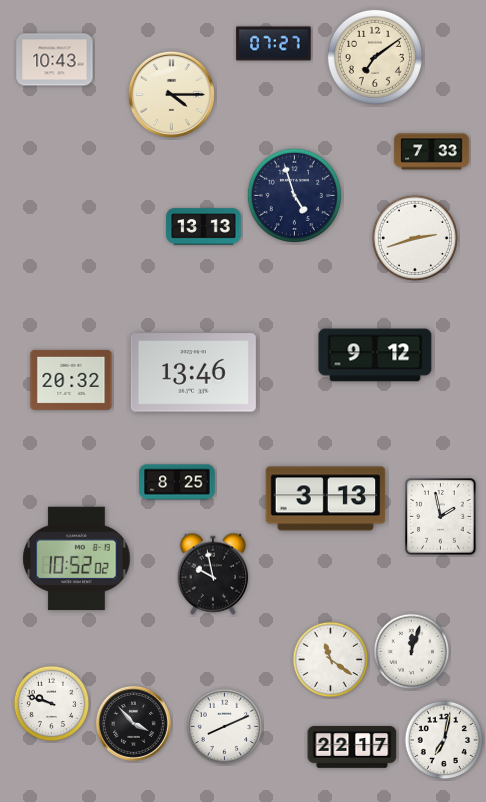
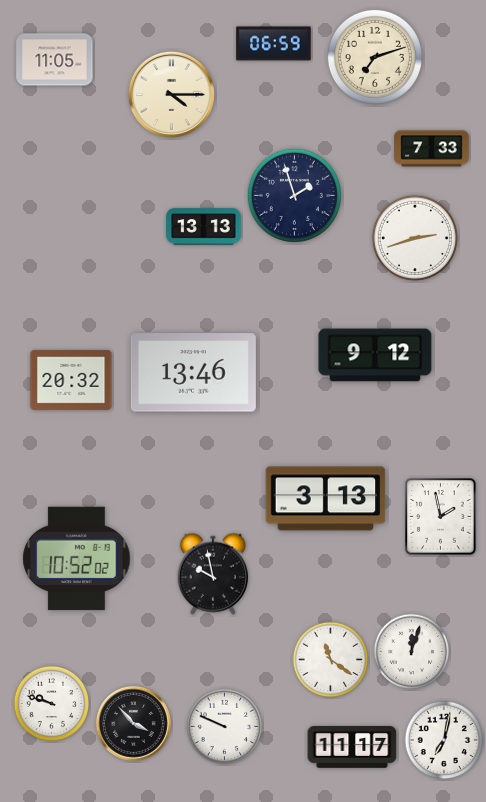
clock at (274, 44): 07:27 -> 06:59
clock at (375, 57): 7:09 -> 7:12
clock at (55, 60): 10:43 -> 11:05
clock at (432, 152) position: (432, 152) -> (432, 149)
clock at (294, 195): 4:57 -> 1:57
clock at (177, 482): 8:25 -> none
clock at (225, 727): 8:11 -> 9:49
clock at (352, 747): 22:17 -> 11:17
